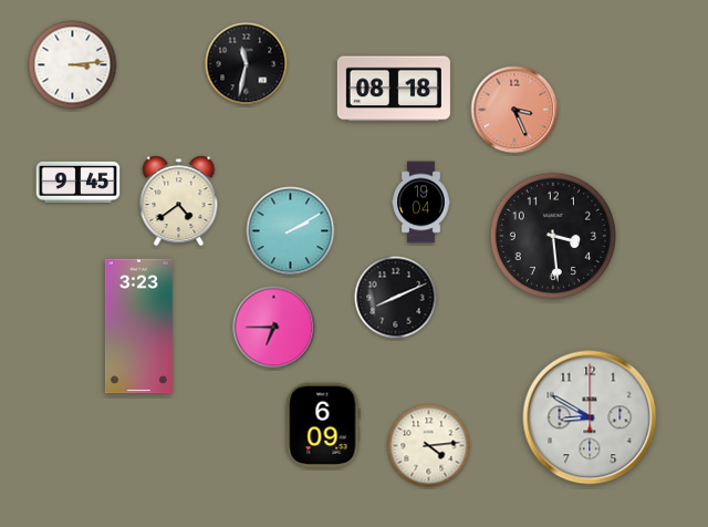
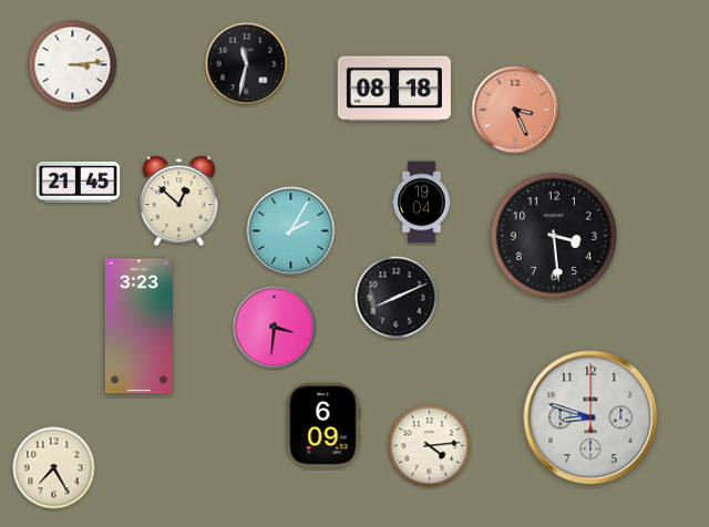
clock at (79, 182): 9:45 -> 21:45
clock at (179, 201): 4:39 -> 12:52
clock at (291, 231): 2:10 -> 2:05
clock at (274, 328): 6:45 -> 3:31
clock at (590, 417): 8:50 -> 8:48
clock at (54, 468): none -> 7:25
